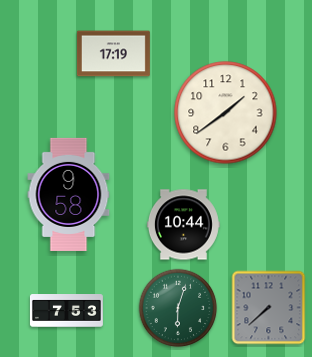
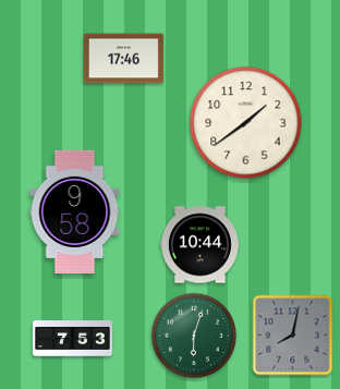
clock at (113, 54): 17:19 -> 17:46
clock at (269, 308): 7:38 -> 8:02
